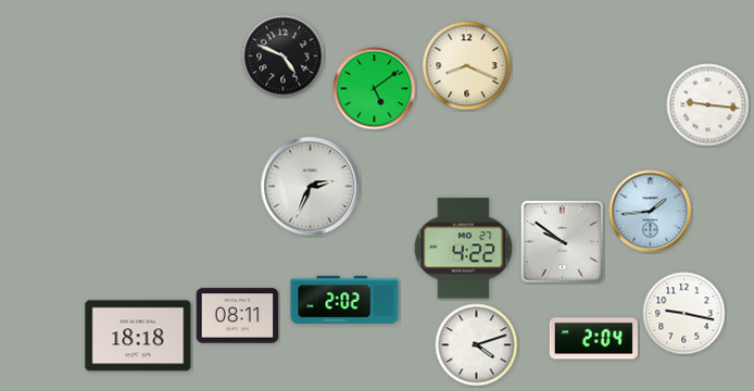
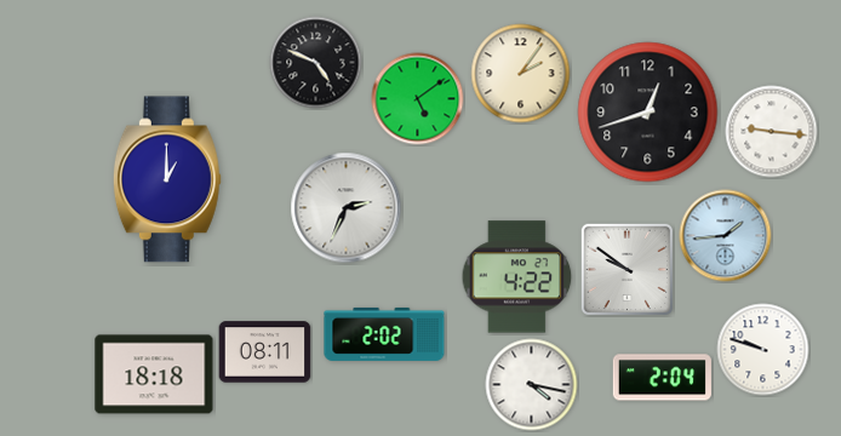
clock at (467, 66): 8:19 -> 2:06
clock at (648, 113): none -> 12:42
clock at (708, 105) position: (708, 105) -> (772, 132)
clock at (167, 179): none -> 1:00
clock at (684, 314): 9:17 -> 9:48
clock at (477, 345): 4:12 -> 4:17
